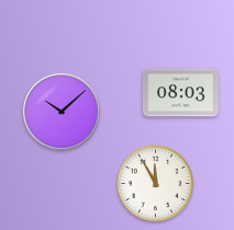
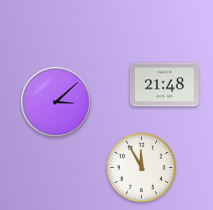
clock at (181, 93): 08:03 -> 21:48
clock at (62, 112): 10:08 -> 3:08
